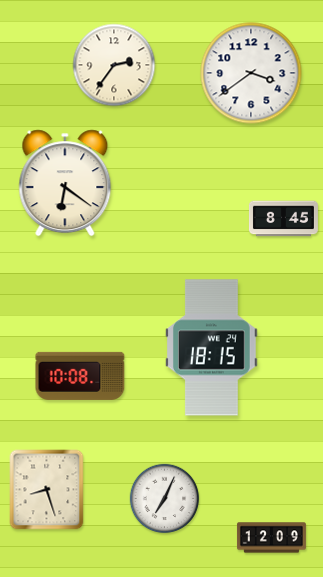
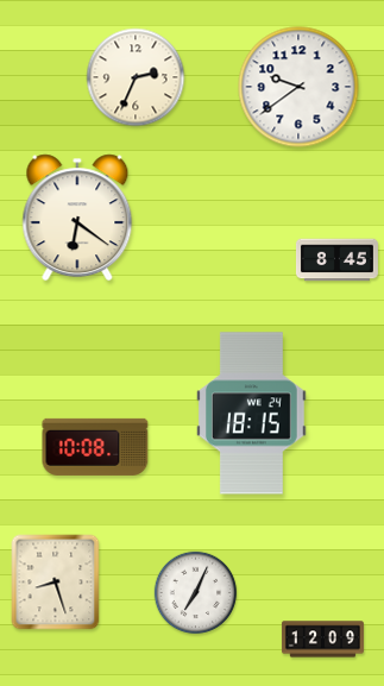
clock at (114, 65): 2:36 -> 2:34
clock at (251, 73): 3:39 -> 9:39
